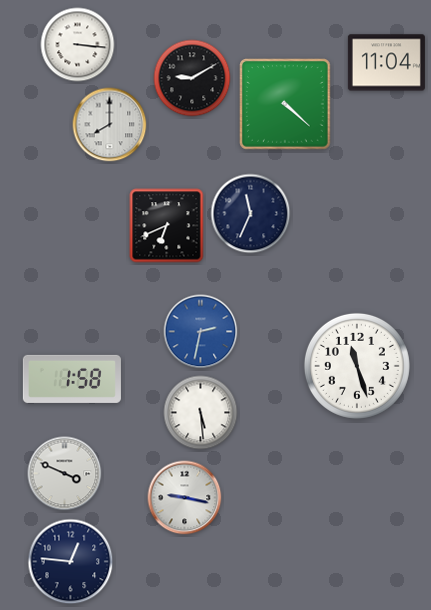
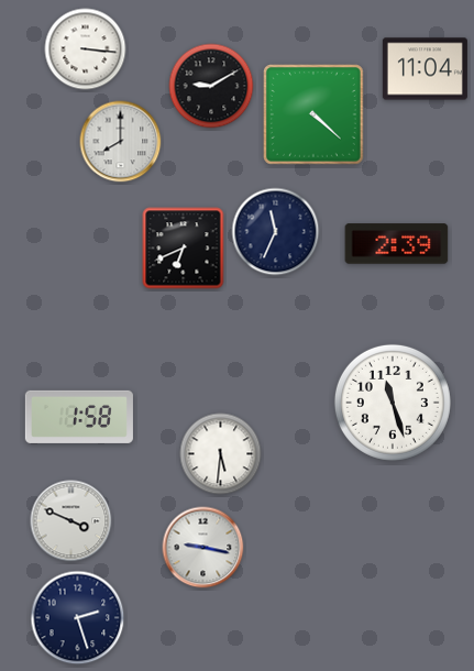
clock at (110, 125) position: (110, 125) -> (121, 142)
clock at (251, 214) position: (251, 214) -> (276, 232)
clock at (397, 244): none -> 2:39
clock at (201, 332): 2:32 -> none
clock at (201, 413): 5:29 -> 5:31
clock at (71, 562): 12:46 -> 2:27
